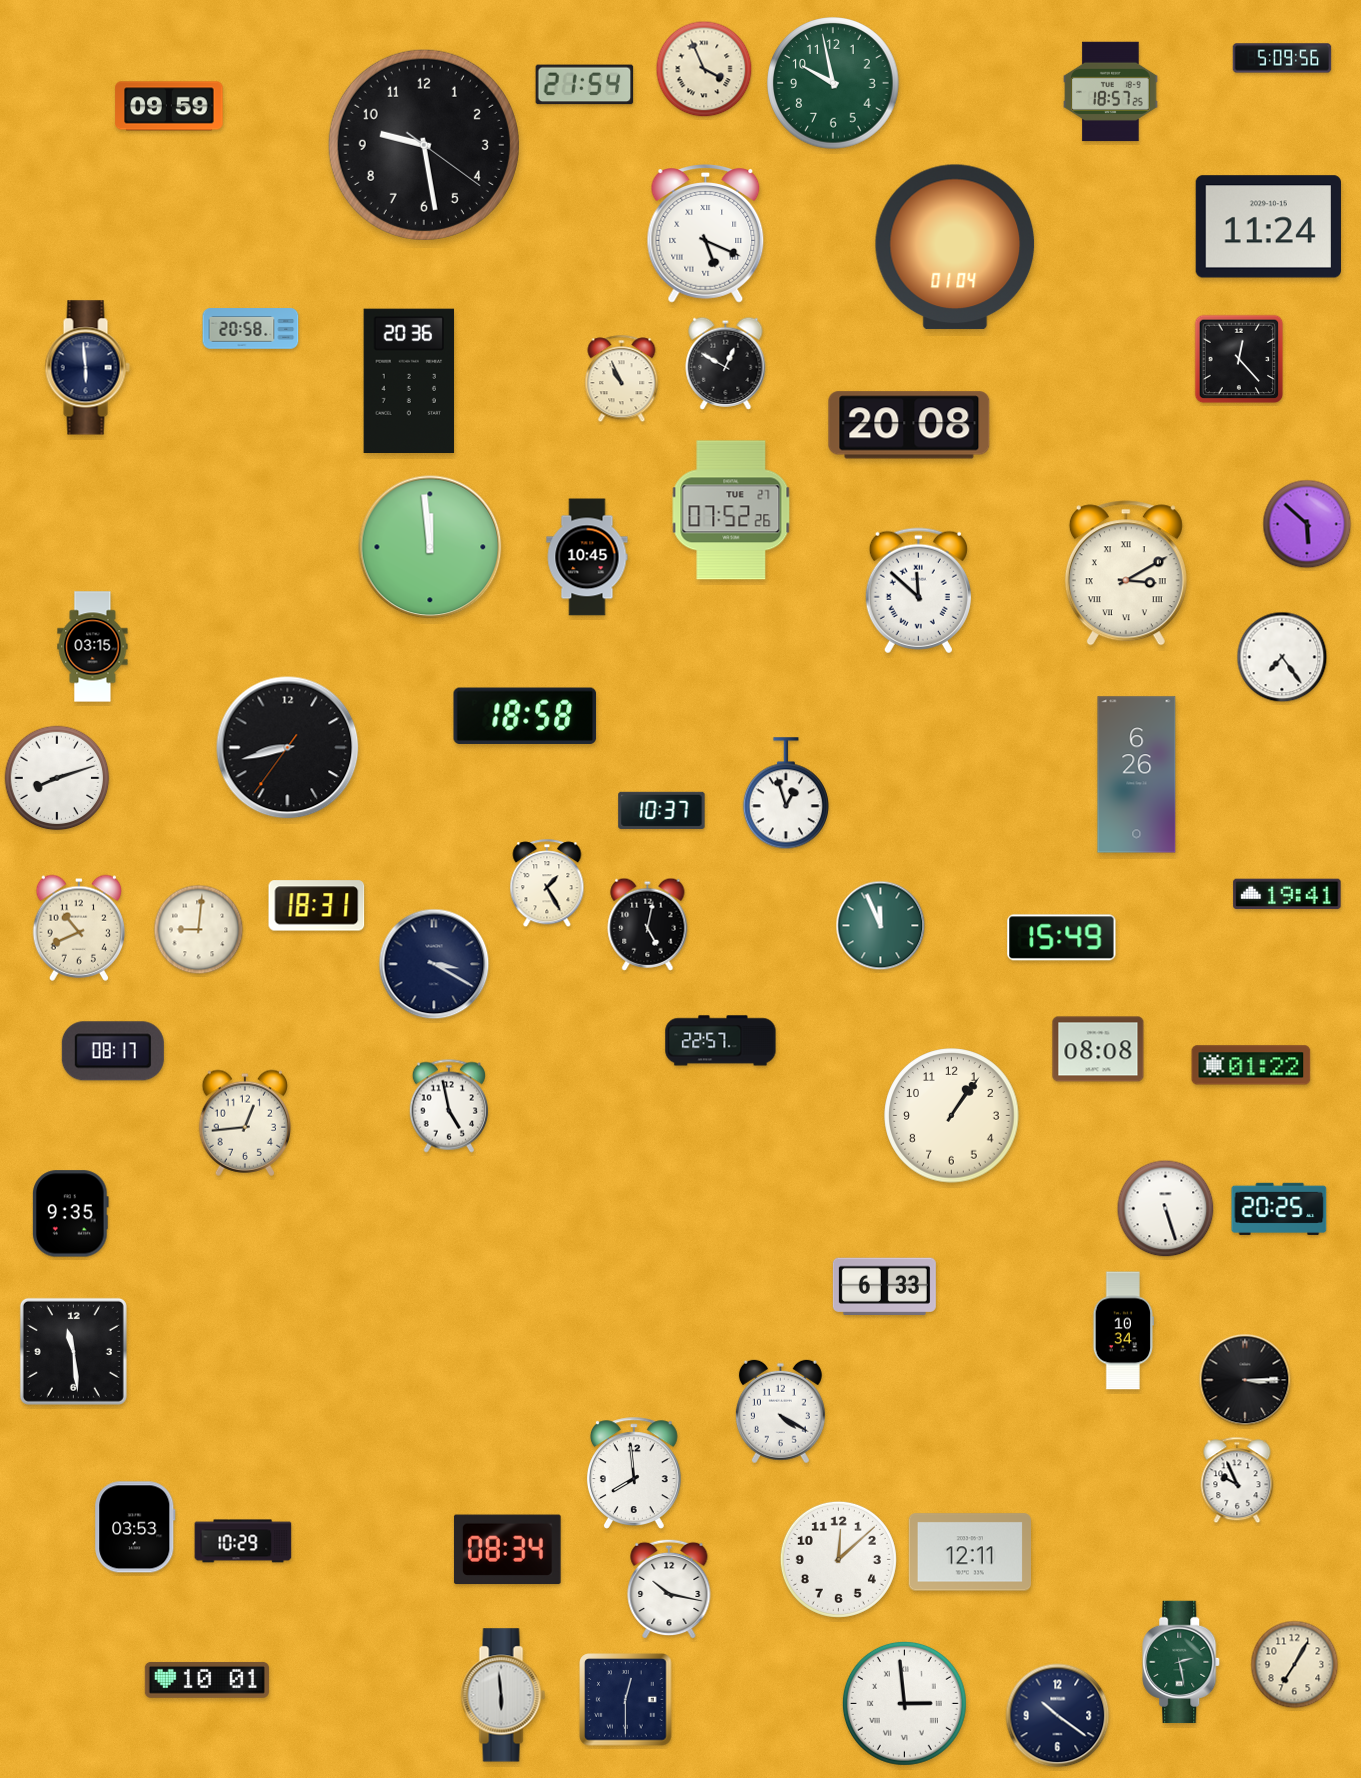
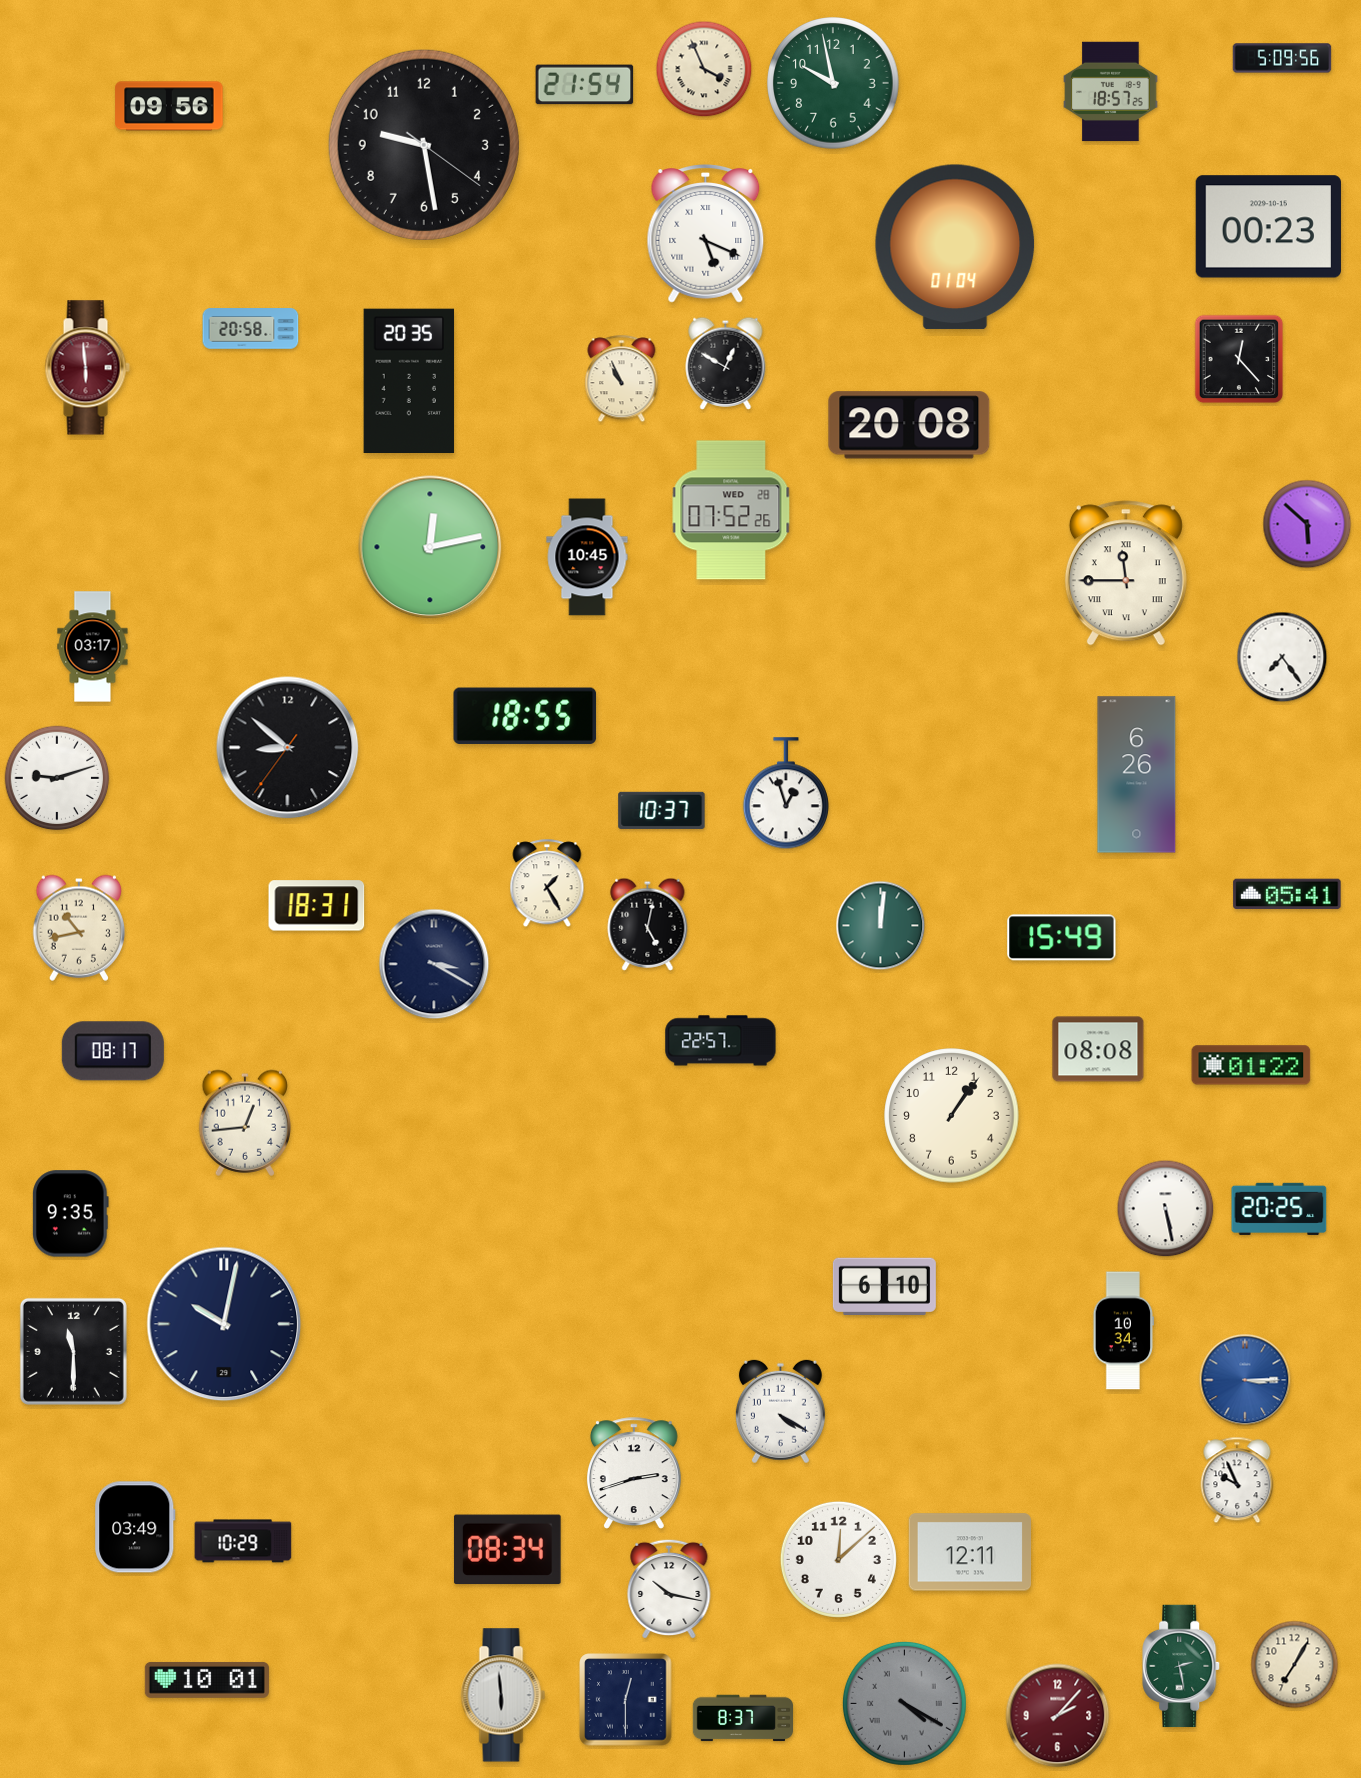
clock at (169, 106): 09:59 -> 09:56
clock at (1268, 227): 11:24 -> 00:23
clock at (87, 368) dial: navy -> burgundy
clock at (409, 380): 20:36 -> 20:35
clock at (731, 510) date: TUE 27 -> WED 28
clock at (430, 547): 11:59 -> 12:13
clock at (1126, 573): 3:10 -> 11:45
clock at (918, 591): 11:52 -> none
clock at (93, 647): 03:15 -> 03:17
clock at (525, 715): 18:58 -> 18:55
clock at (288, 748): 8:42 -> 8:51
clock at (57, 778): 8:12 -> 9:12
clock at (1287, 894): 19:41 -> 05:41
clock at (881, 926): 11:56 -> 12:01
clock at (79, 928): 10:41 -> 10:43
clock at (199, 930): 9:01 -> none
clock at (449, 1106): 4:58 -> none
clock at (1166, 1209): 5:27 -> 5:28
clock at (884, 1286): 6:33 -> 6:10
clock at (224, 1324): none -> 10:02
clock at (73, 1351): 11:29 -> 11:30
clock at (1245, 1380) dial: black -> blue
clock at (634, 1473): 7:59 -> 2:42
clock at (135, 1527): 03:53 -> 03:49
clock at (1182, 1662) position: (1182, 1662) -> (1182, 1666)
clock at (904, 1703): 2:59 -> 4:20
clock at (904, 1703) dial: white -> grey
clock at (1058, 1716): 10:21 -> 2:07
clock at (1058, 1716) dial: navy -> burgundy
clock at (743, 1718): none -> 8:37
